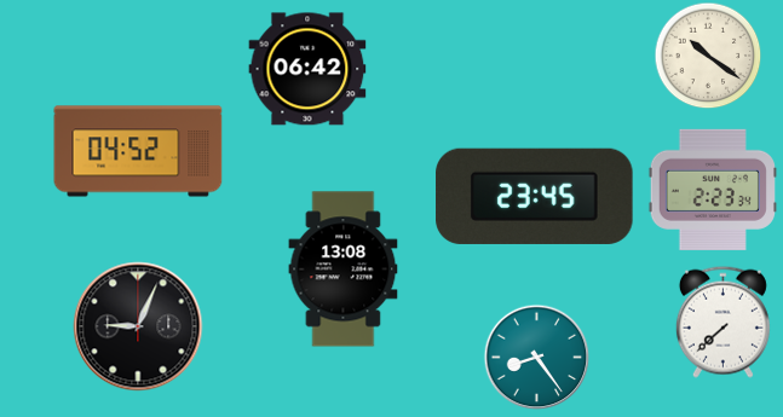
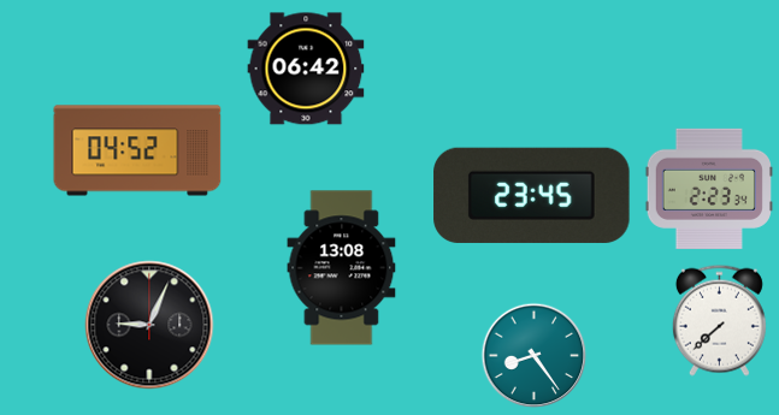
clock at (708, 56): 10:21 -> none
clock at (138, 326) position: (138, 326) -> (149, 325)
